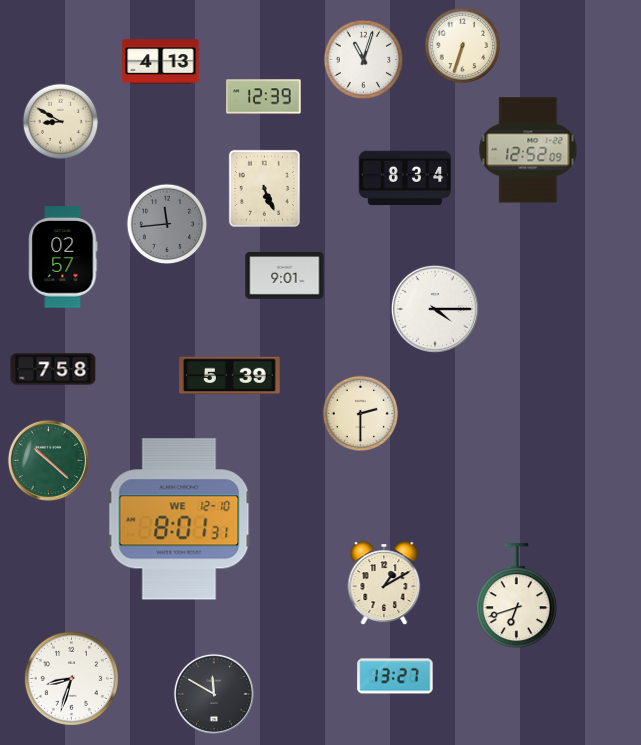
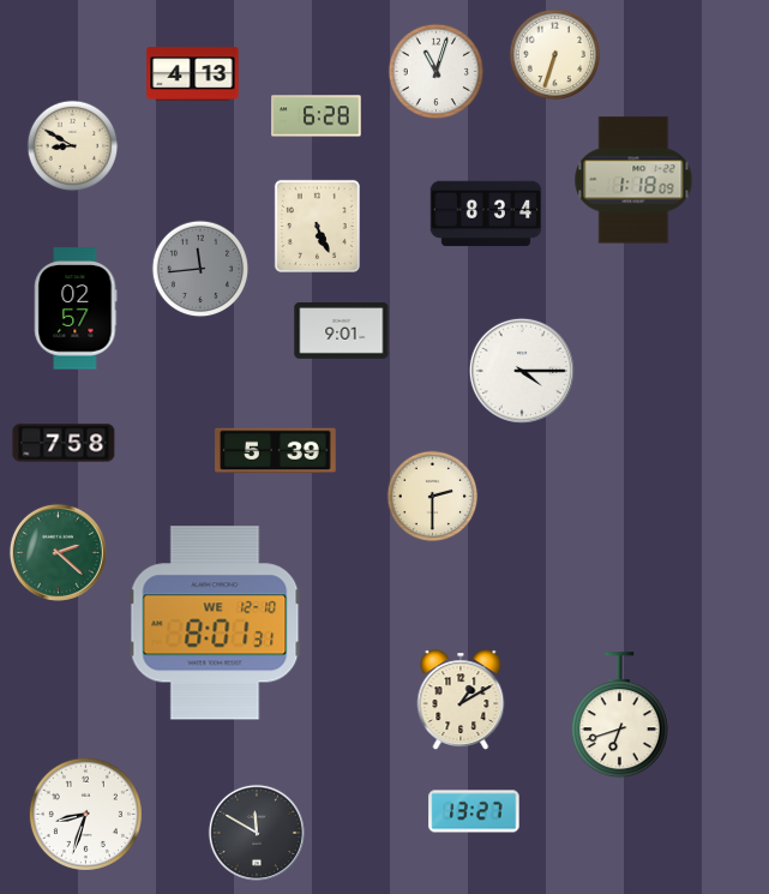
clock at (264, 97): 12:39 -> 6:28
clock at (528, 150): 12:52 -> 1:18
clock at (48, 460): 10:22 -> 2:22
